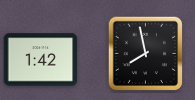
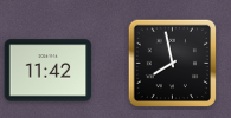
clock at (41, 60): 1:42 -> 11:42
